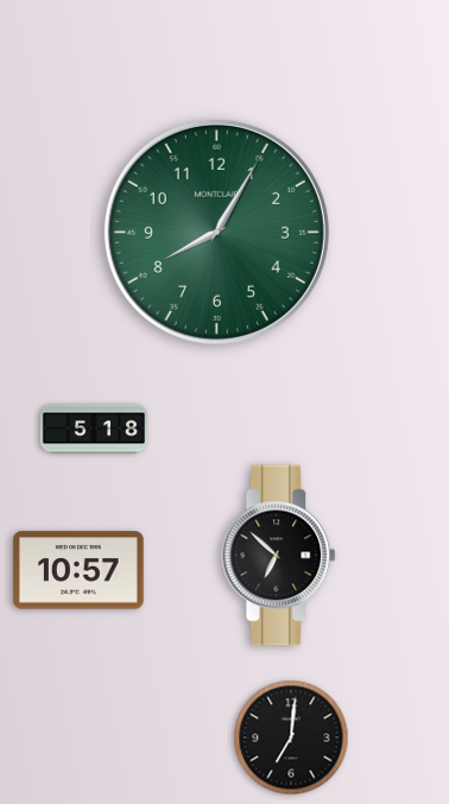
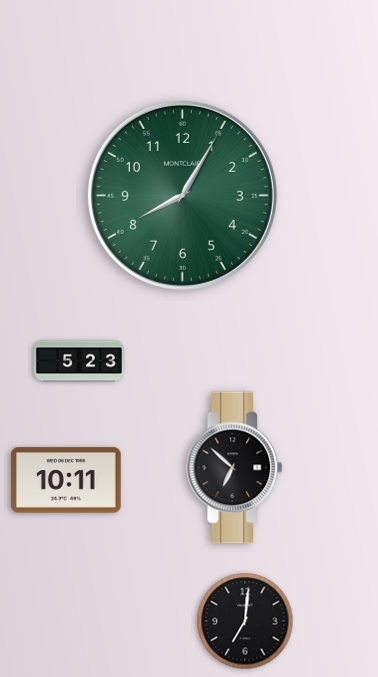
clock at (94, 429): 5:18 -> 5:23
clock at (78, 570): 10:57 -> 10:11
